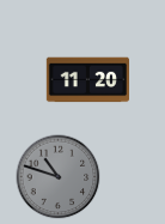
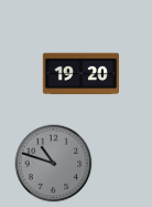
clock at (88, 80): 11:20 -> 19:20
